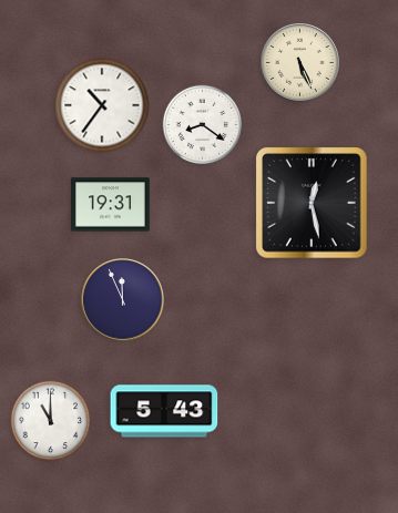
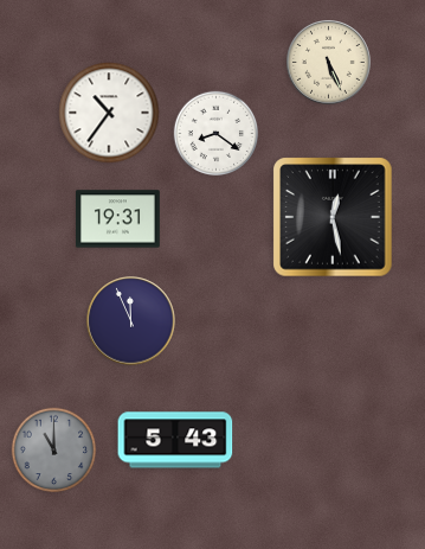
clock at (300, 63) position: (300, 63) -> (329, 63)
clock at (51, 421) dial: white -> grey
